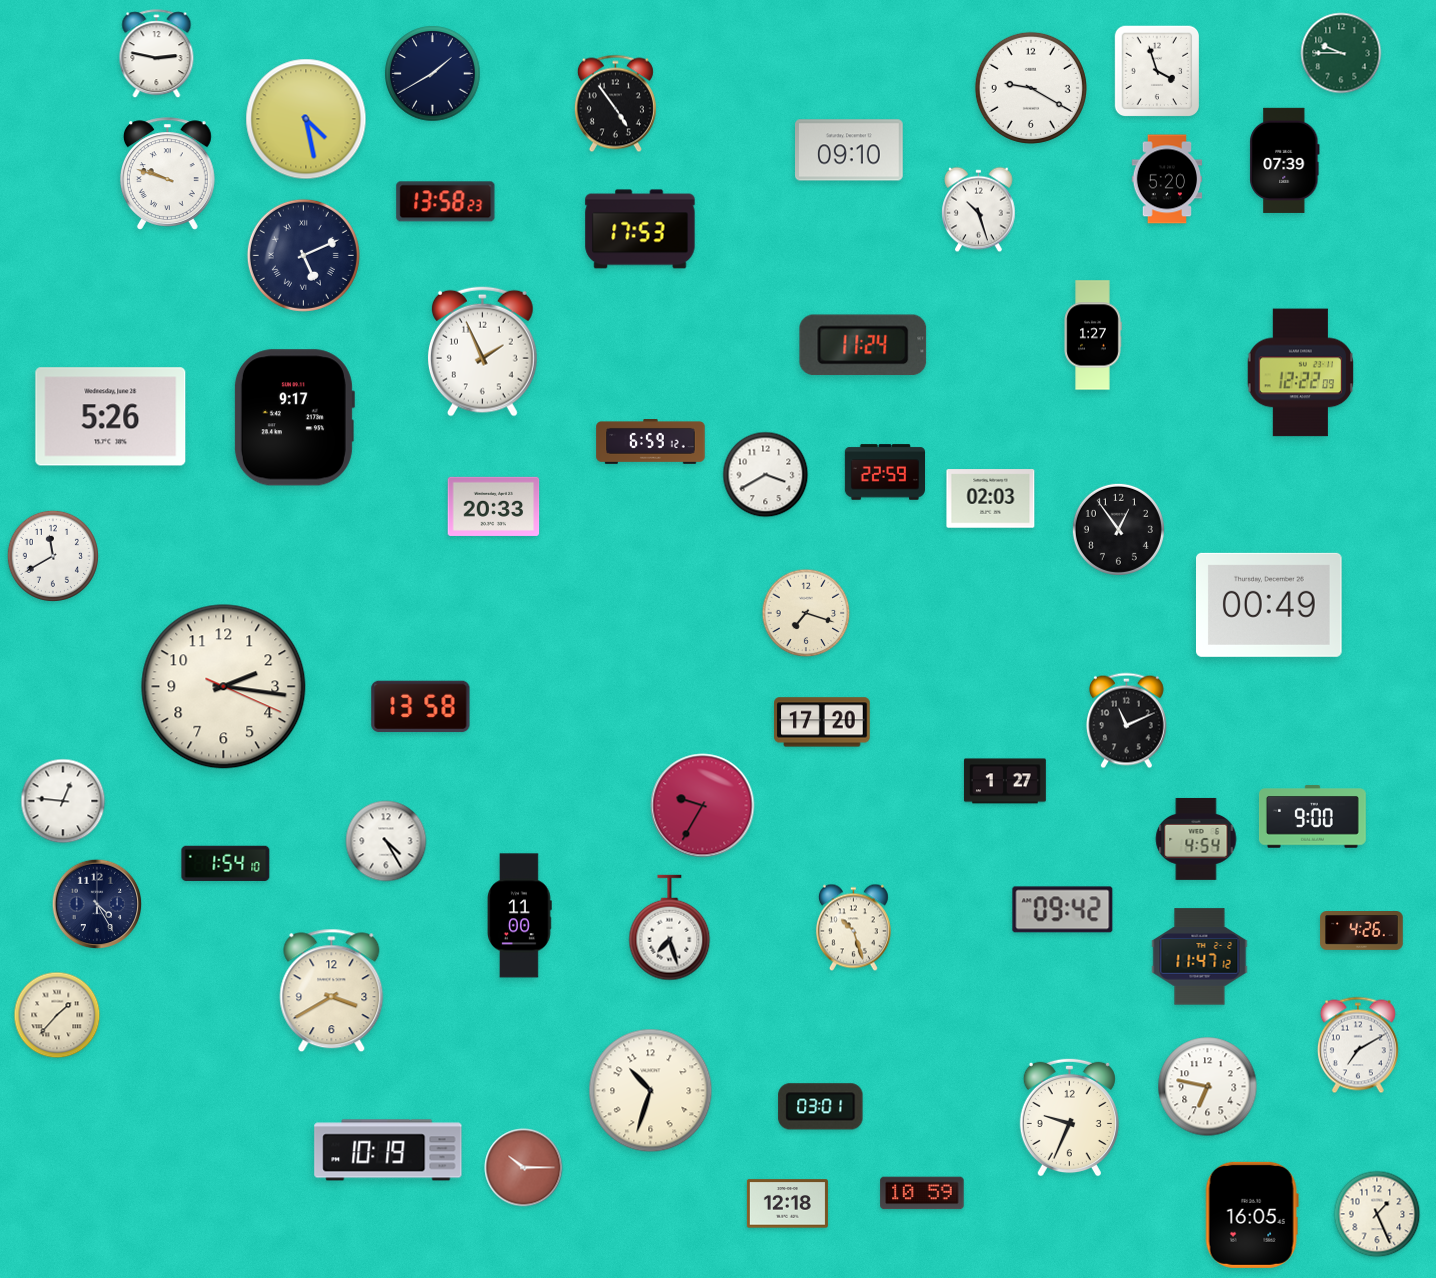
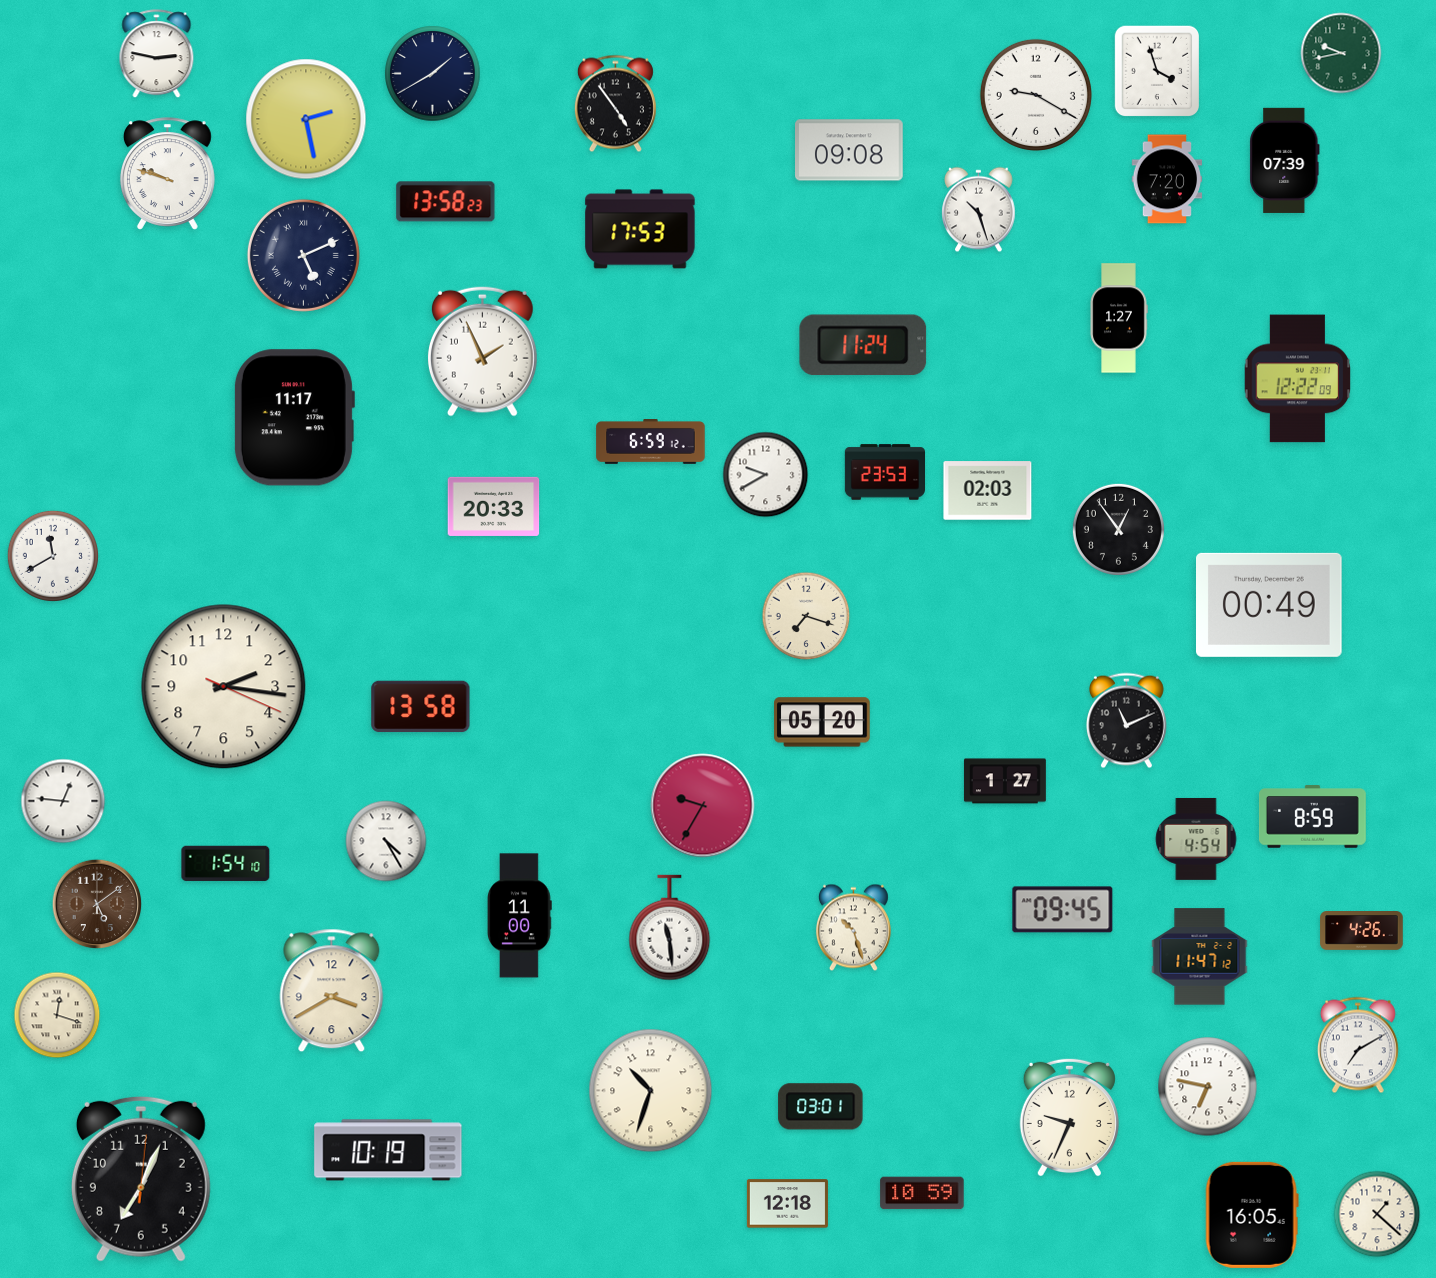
clock at (1341, 53): 9:45 -> 9:43
clock at (1031, 88) position: (1031, 88) -> (1036, 95)
clock at (306, 119): 4:28 -> 2:28
clock at (850, 150): 09:10 -> 09:08
clock at (1167, 179): 5:20 -> 7:20
clock at (1093, 335) position: (1093, 335) -> (1119, 318)
clock at (1301, 373) position: (1301, 373) -> (1298, 379)
clock at (111, 417): 5:26 -> none
clock at (294, 418): 9:17 -> 11:17
clock at (884, 472): 22:59 -> 23:53
clock at (766, 475): 3:40 -> 9:40
clock at (991, 499) position: (991, 499) -> (988, 491)
clock at (806, 613) position: (806, 613) -> (806, 616)
clock at (822, 722): 17:20 -> 05:20
clock at (1312, 817): 9:00 -> 8:59
clock at (97, 904): 4:25 -> 5:09
clock at (97, 904) dial: navy -> brown
clock at (1063, 910): 09:42 -> 09:45
clock at (670, 928): 7:27 -> 11:29
clock at (57, 1015): 1:37 -> 12:18
clock at (524, 1168): 10:15 -> none
clock at (141, 1179): none -> 7:04
clock at (1377, 1214): 1:26 -> 1:22
